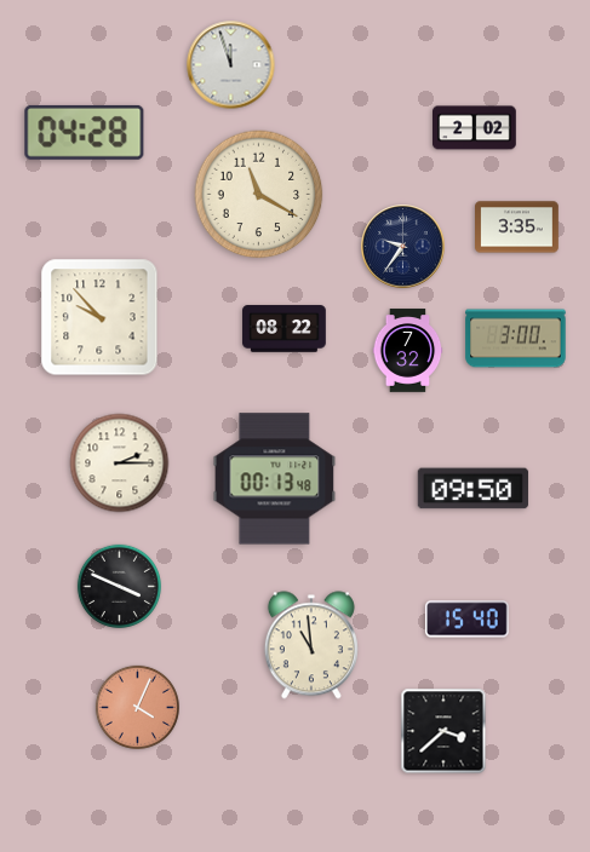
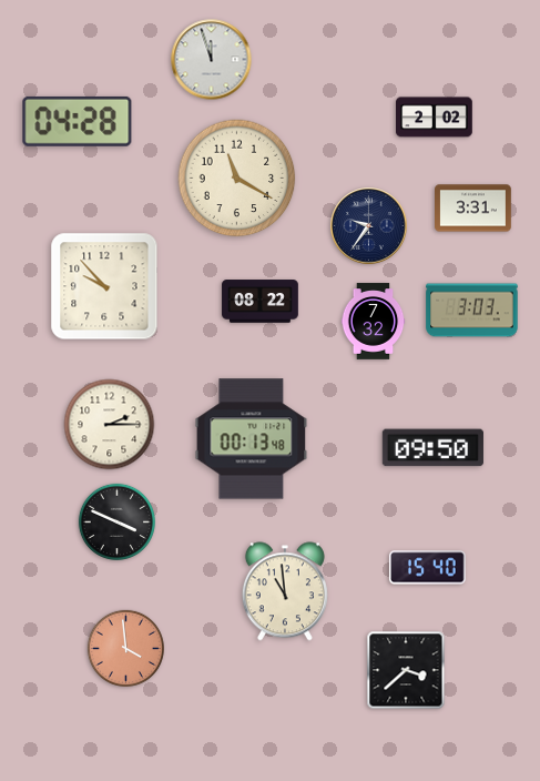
clock at (517, 228): 3:35 -> 3:31
clock at (99, 317) position: (99, 317) -> (104, 286)
clock at (516, 339): 3:00 -> 3:03
clock at (119, 586) position: (119, 586) -> (116, 521)
clock at (137, 707): 4:04 -> 3:59
